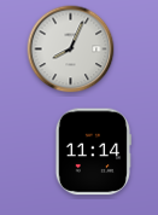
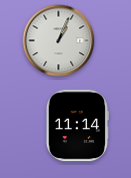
clock at (71, 50): 8:04 -> 1:04
